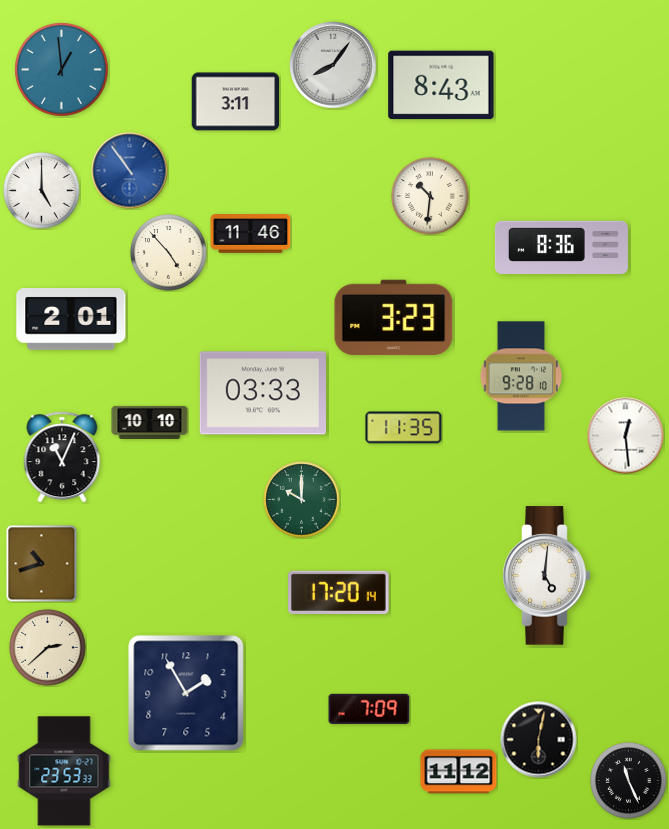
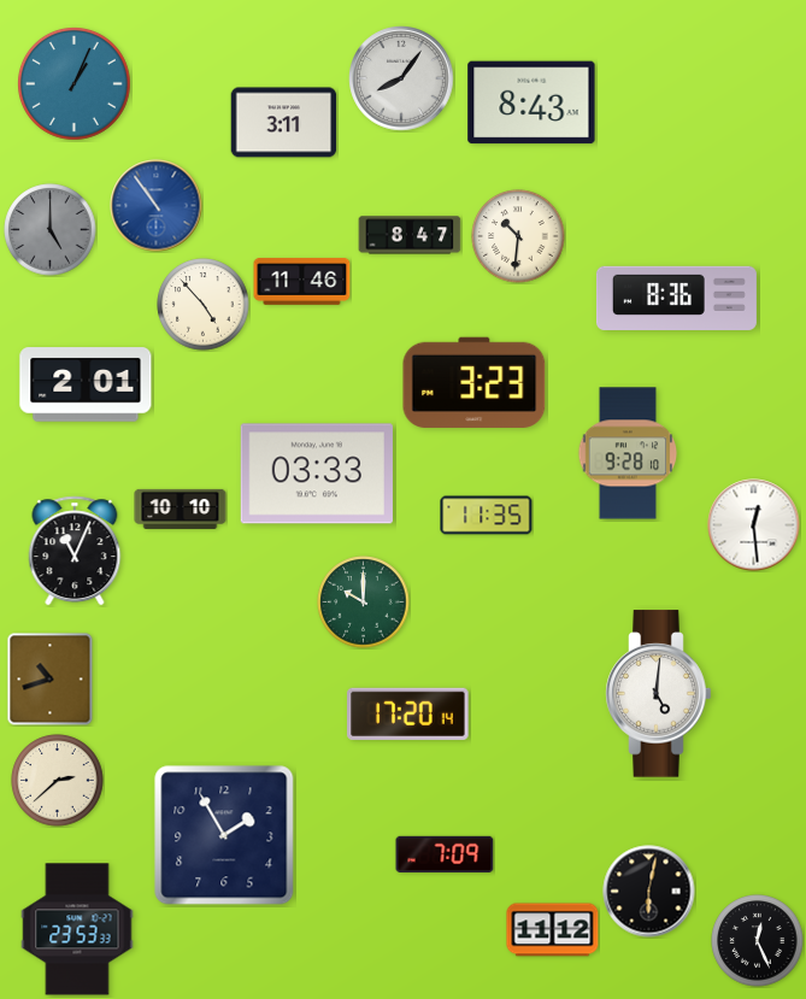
clock at (62, 70): 12:59 -> 1:04
clock at (42, 191) dial: white -> grey
clock at (410, 235): none -> 8:47
clock at (629, 781): 11:26 -> 12:26
